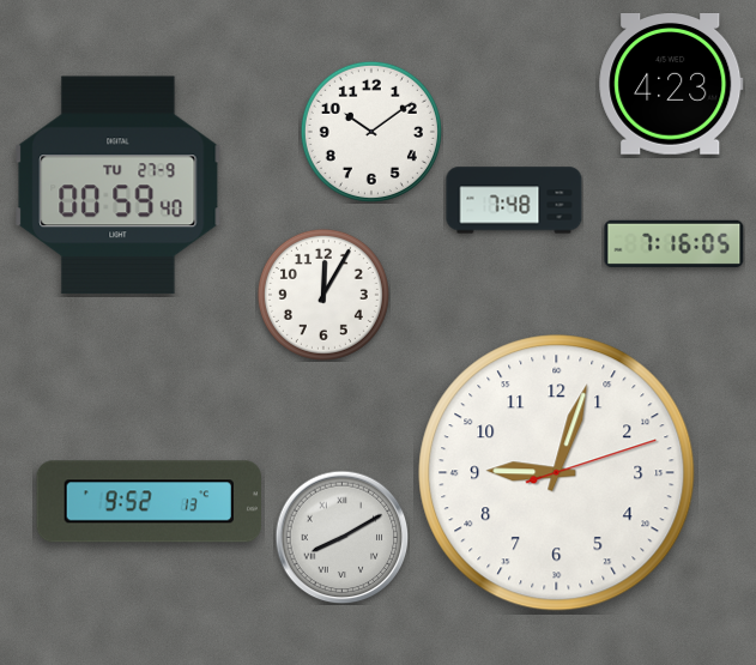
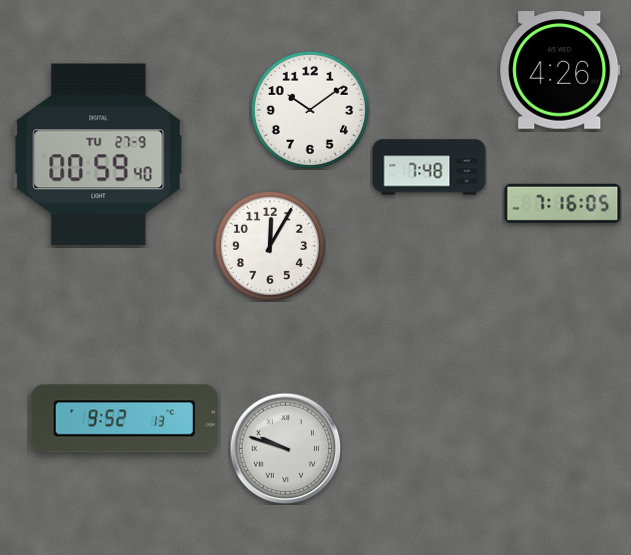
clock at (671, 85): 4:23 -> 4:26
clock at (557, 473): 9:03 -> none
clock at (341, 537): 8:10 -> 9:48
